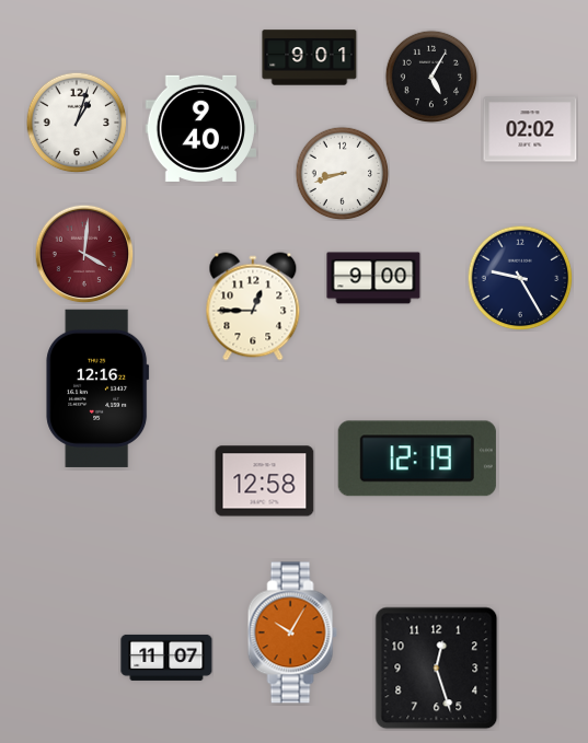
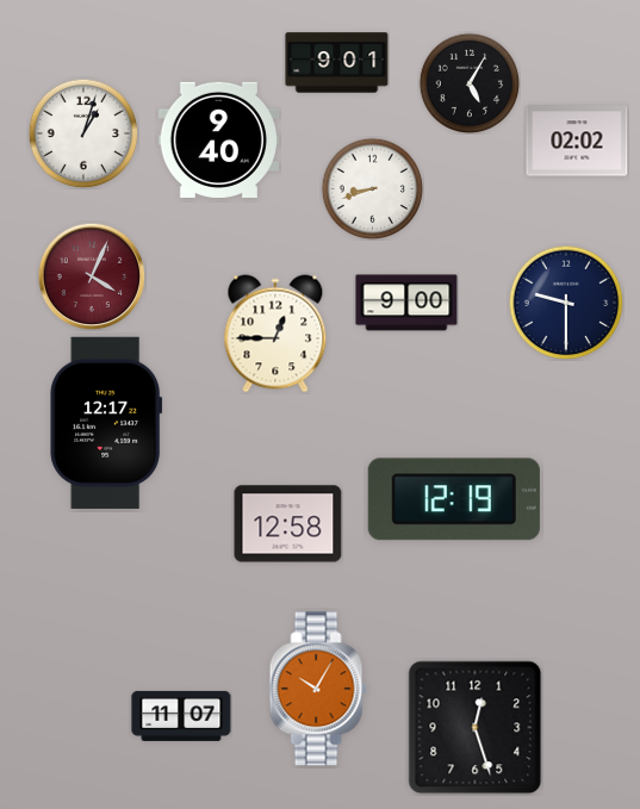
clock at (84, 254): 4:01 -> 4:04
clock at (520, 278): 9:25 -> 9:30
clock at (97, 388): 12:16 -> 12:17
